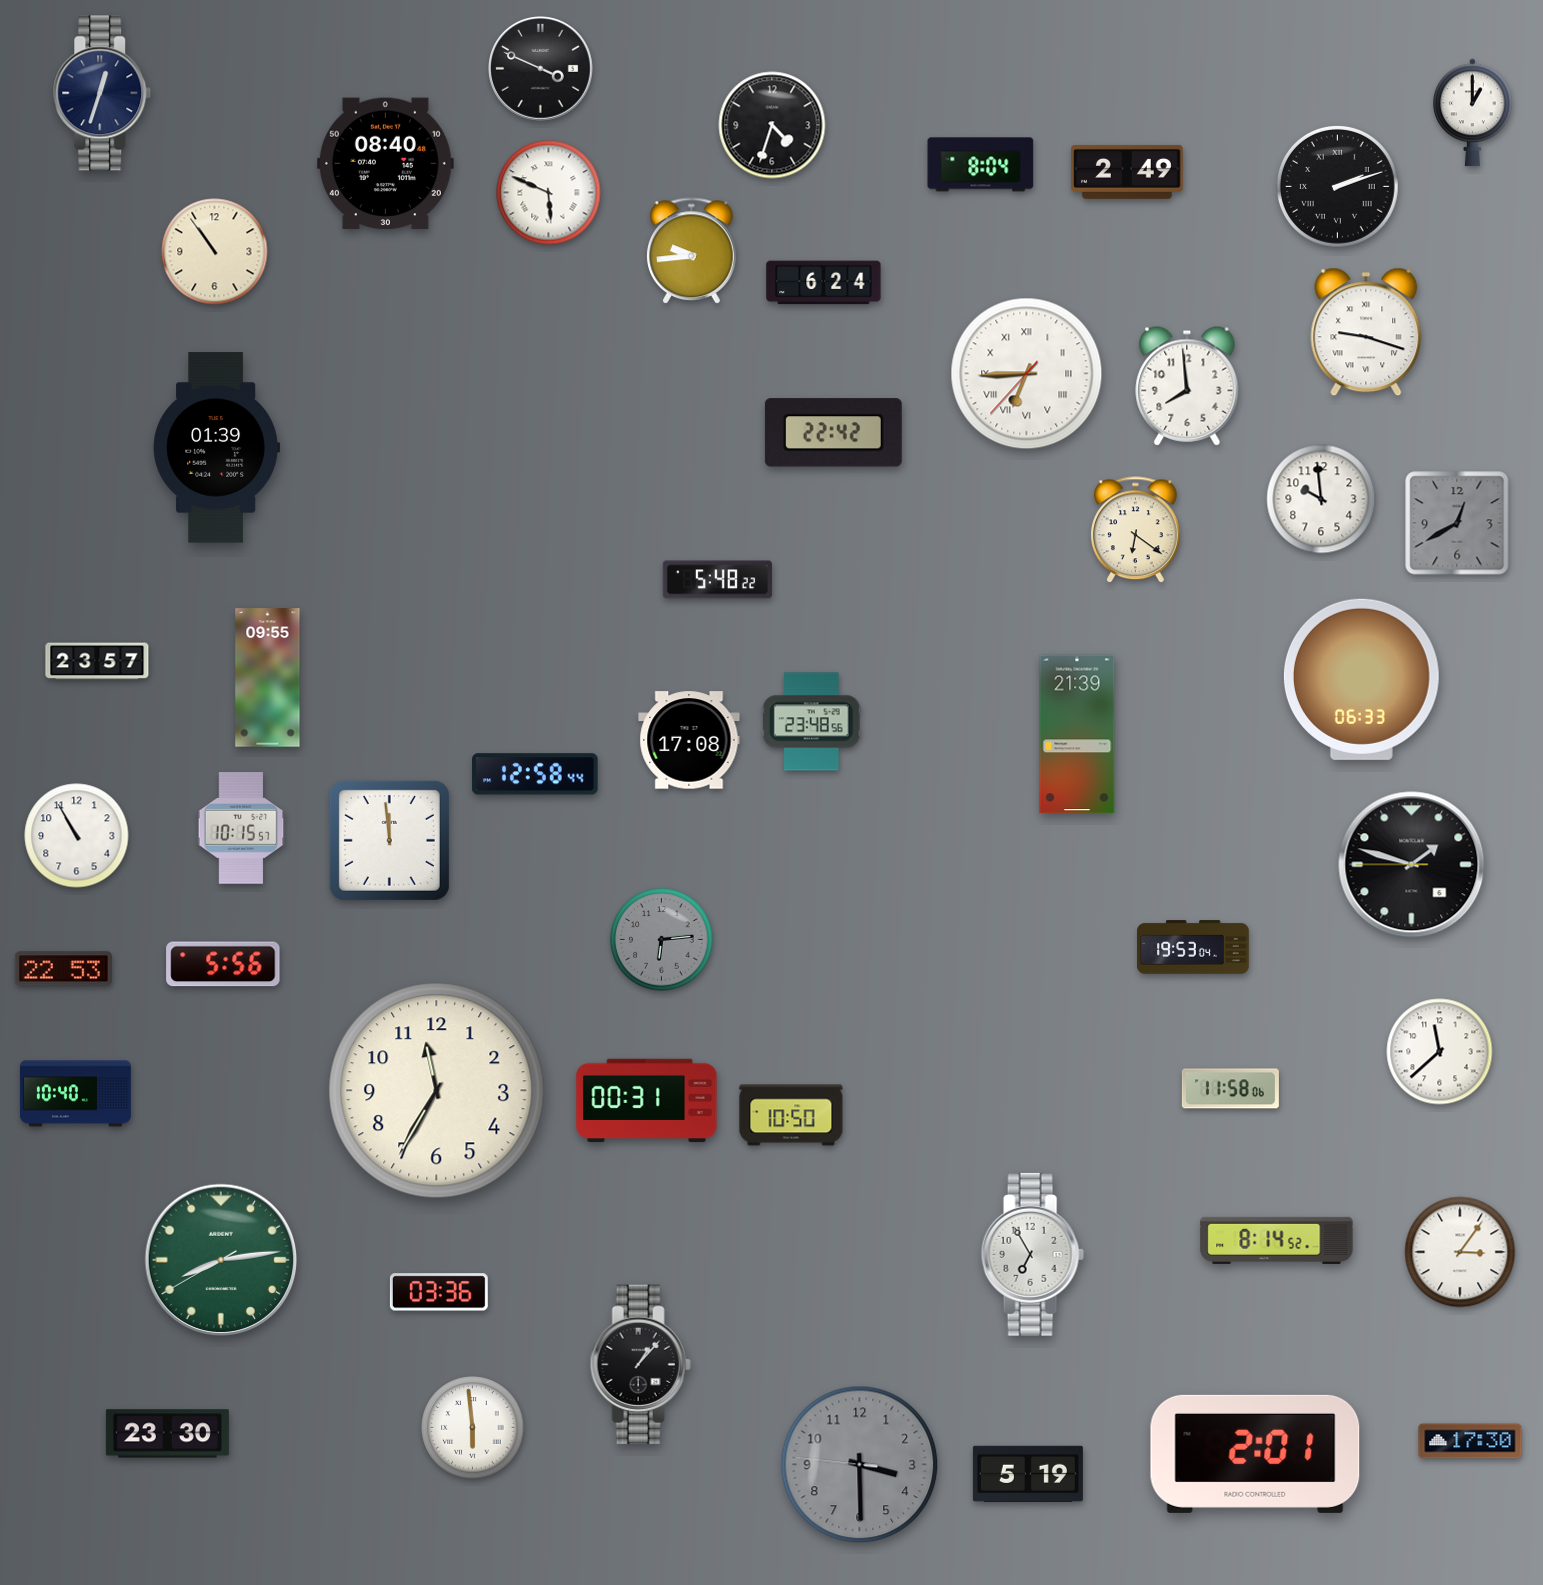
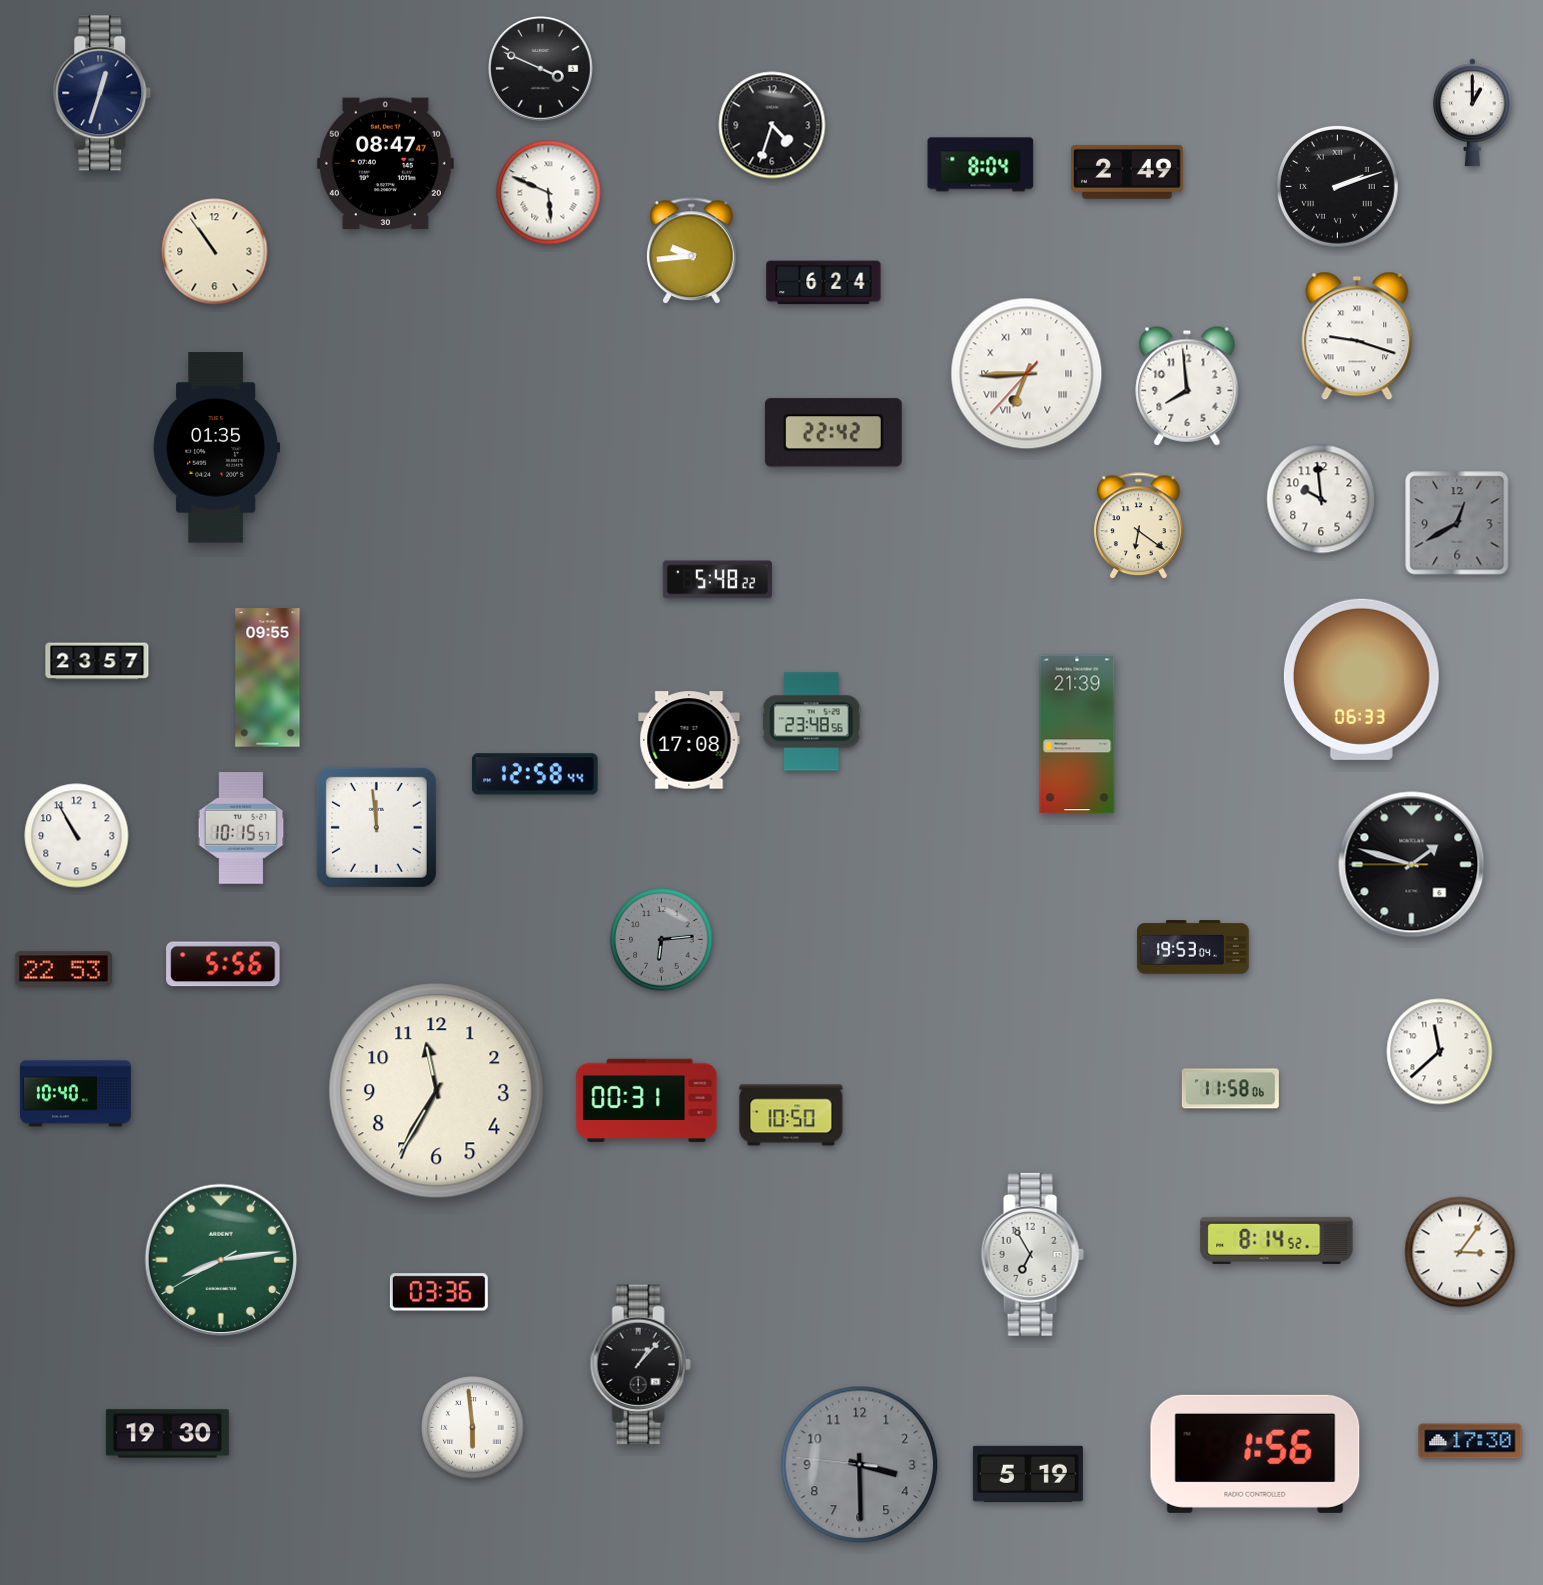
clock at (385, 164): 08:40 -> 08:47
clock at (1366, 332) position: (1366, 332) -> (1357, 336)
clock at (217, 448): 01:39 -> 01:35
clock at (1136, 530) position: (1136, 530) -> (1139, 526)
clock at (389, 840) position: (389, 840) -> (376, 827)
clock at (167, 1434): 23:30 -> 19:30
clock at (1255, 1454): 2:01 -> 1:56
